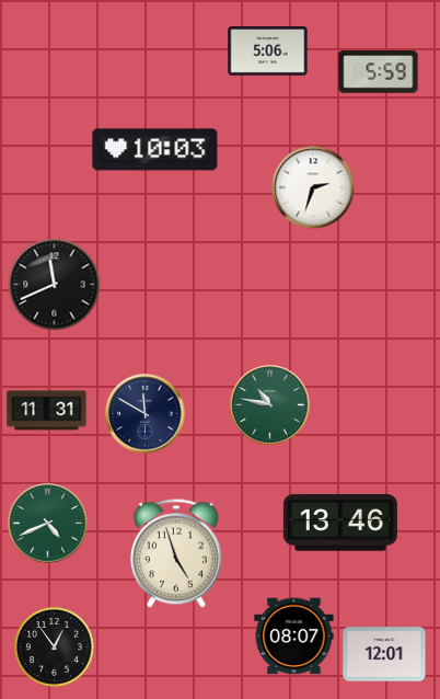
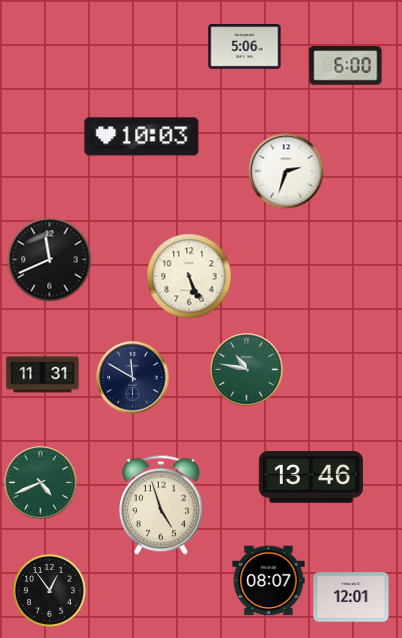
clock at (379, 72): 5:59 -> 6:00
clock at (189, 276): none -> 5:26
clock at (48, 524) position: (48, 524) -> (41, 483)
